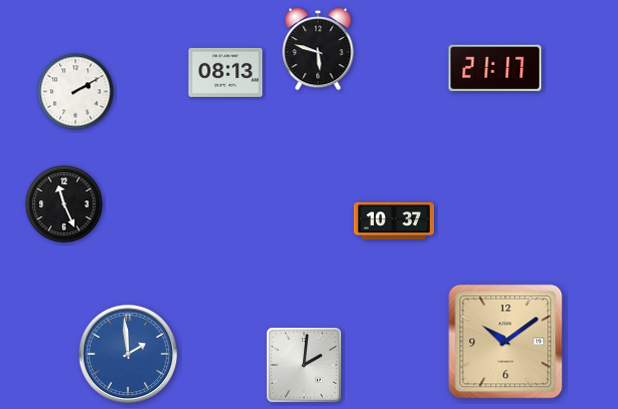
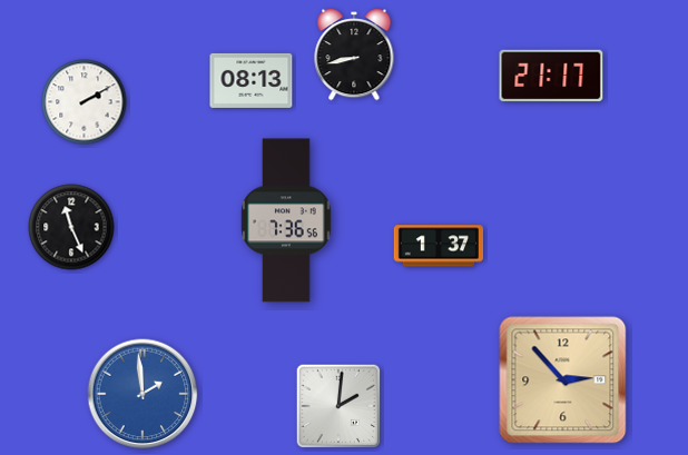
clock at (318, 49): 5:48 -> 8:43
clock at (286, 220): none -> 7:36
clock at (393, 221): 10:37 -> 1:37
clock at (506, 342): 10:09 -> 2:53
